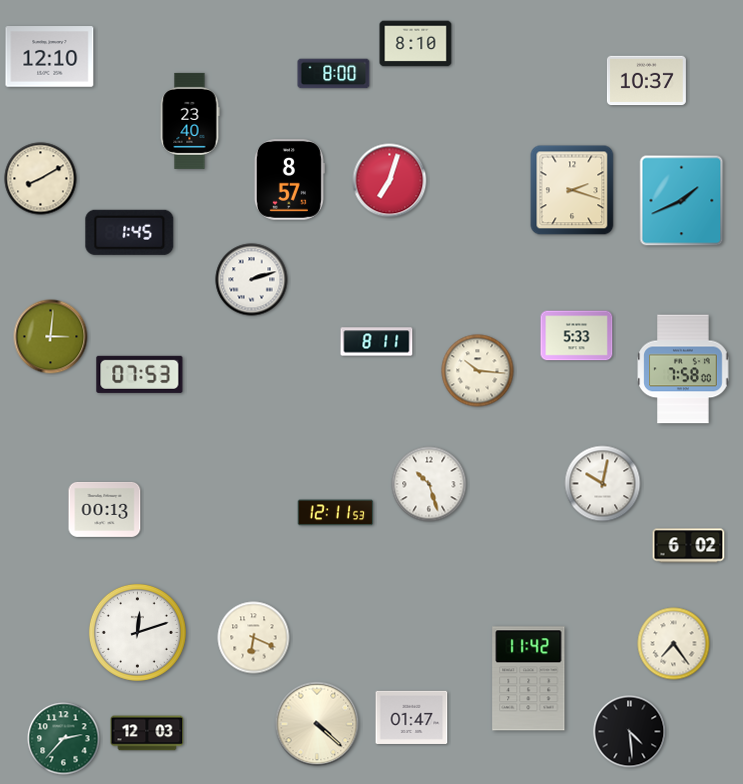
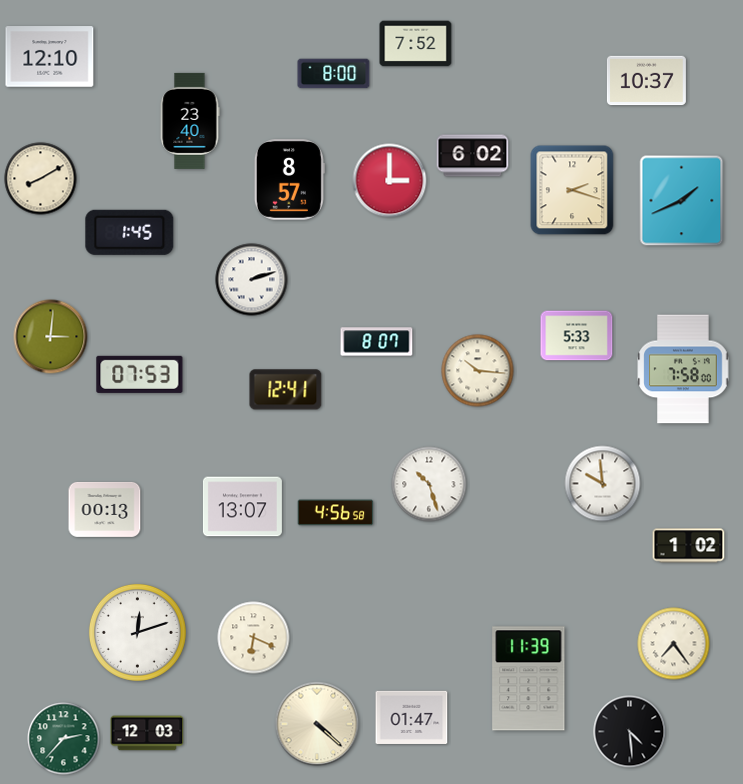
clock at (416, 44): 8:10 -> 7:52
clock at (473, 156): none -> 6:02
clock at (390, 181): 7:03 -> 3:00
clock at (377, 342): 8:11 -> 8:07
clock at (286, 390): none -> 12:41
clock at (603, 484): 10:02 -> 9:59
clock at (242, 507): none -> 13:07
clock at (336, 513): 12:11 -> 4:56
clock at (689, 546): 6:02 -> 1:02
clock at (529, 679): 11:42 -> 11:39
